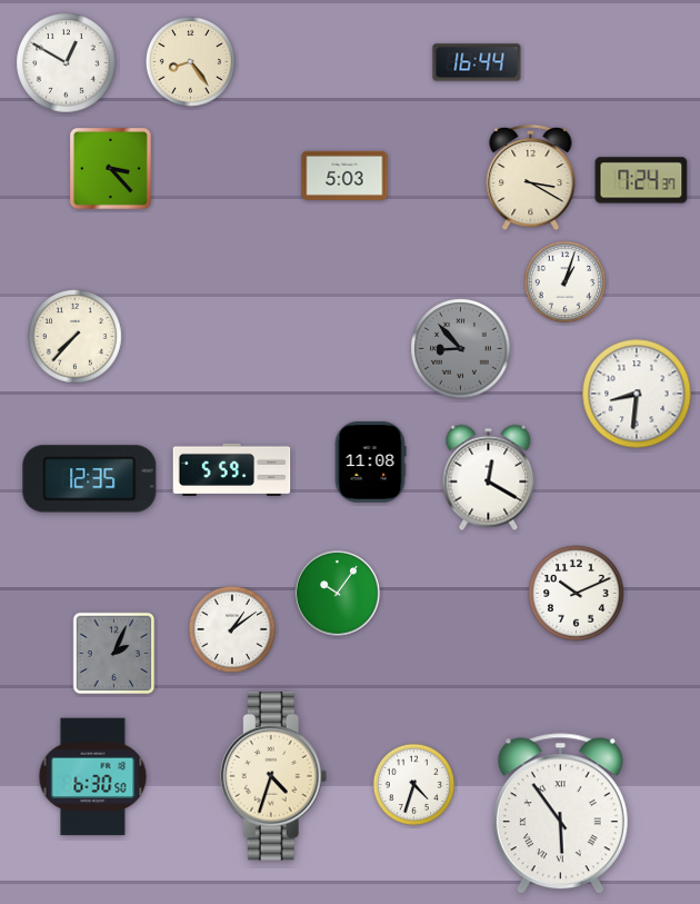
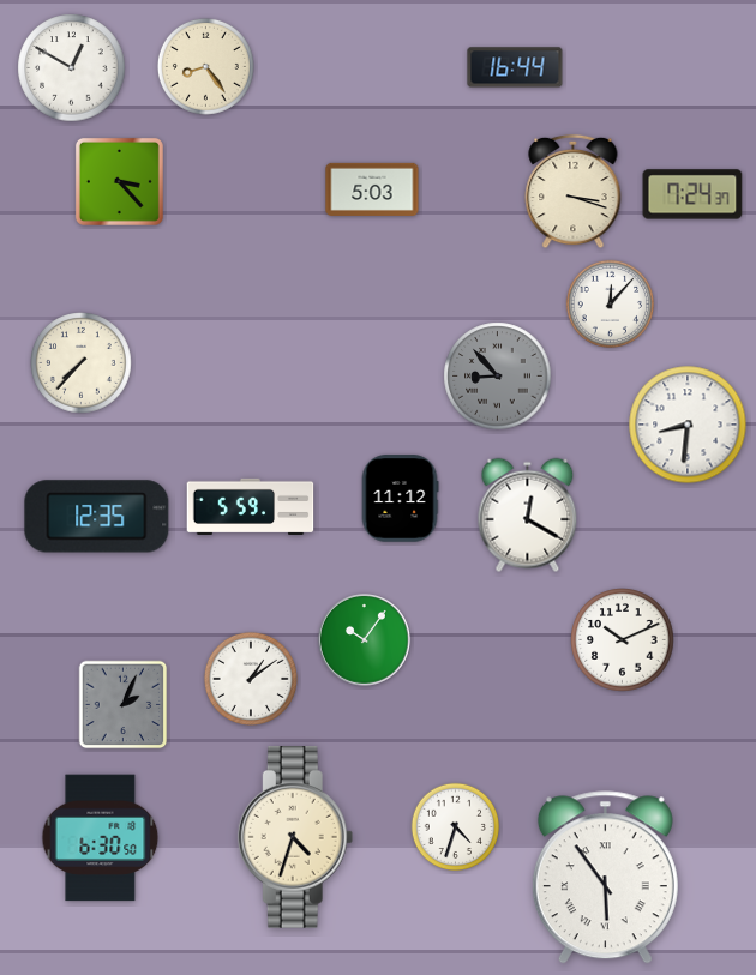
clock at (531, 178): 3:20 -> 3:18
clock at (566, 282): 1:03 -> 12:07
clock at (370, 463): 11:08 -> 11:12
clock at (414, 785) position: (414, 785) -> (456, 827)
